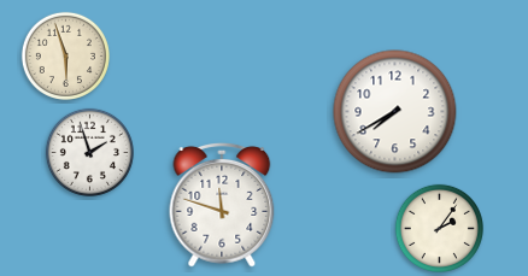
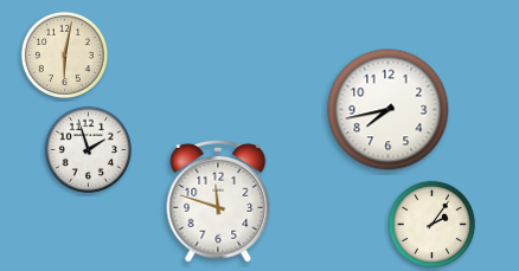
clock at (65, 55): 5:57 -> 6:02
clock at (395, 112): 7:40 -> 7:43
